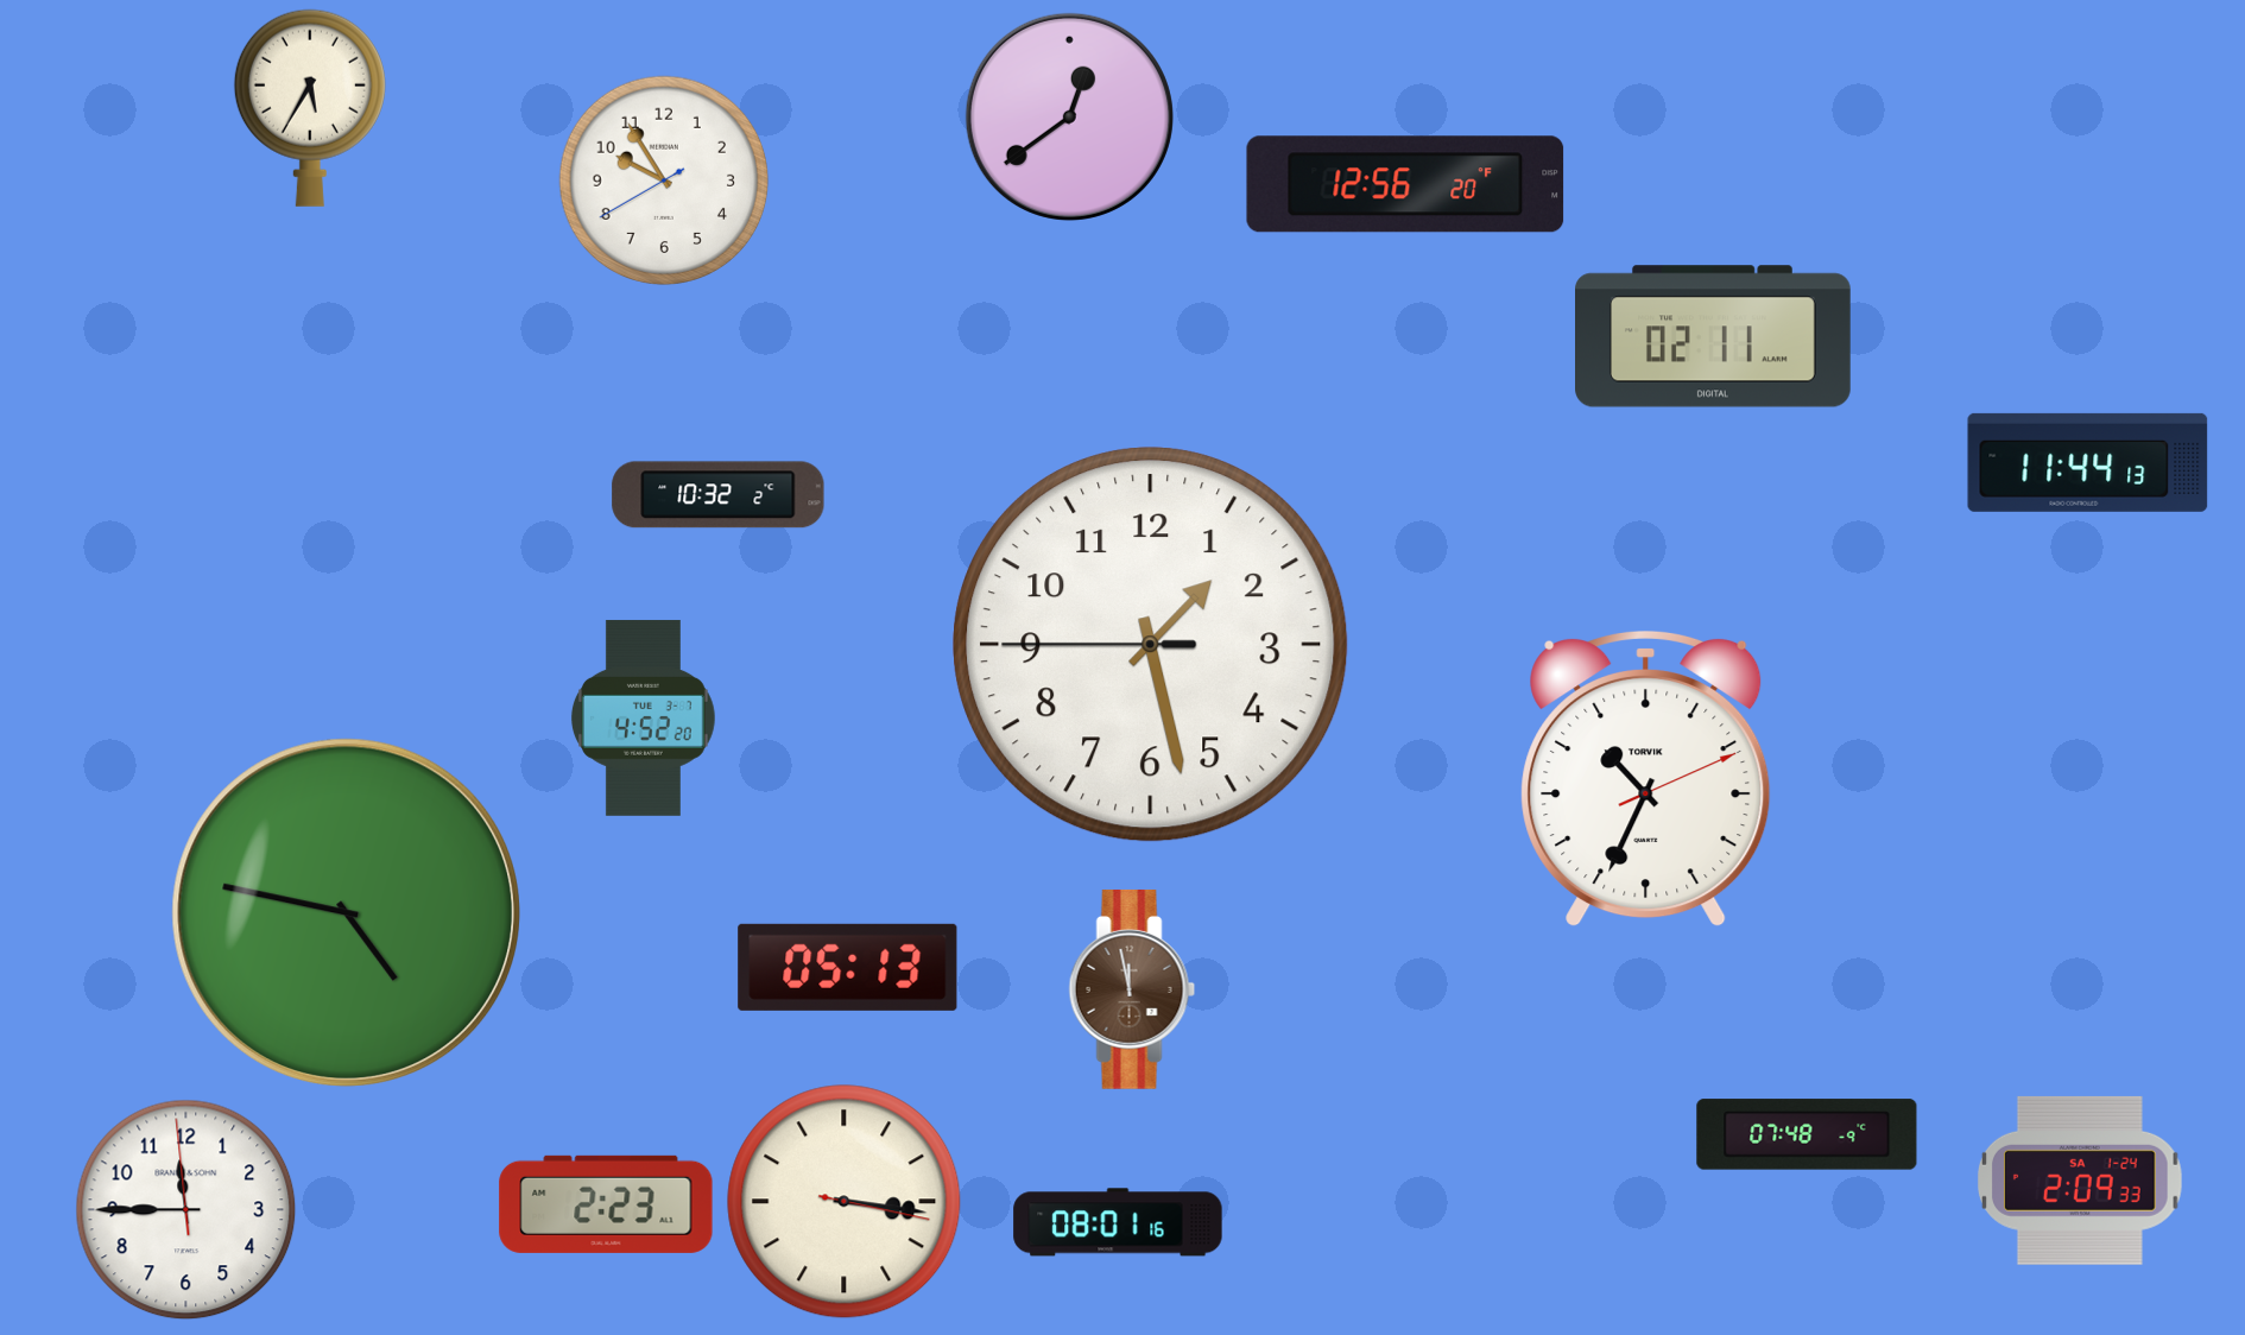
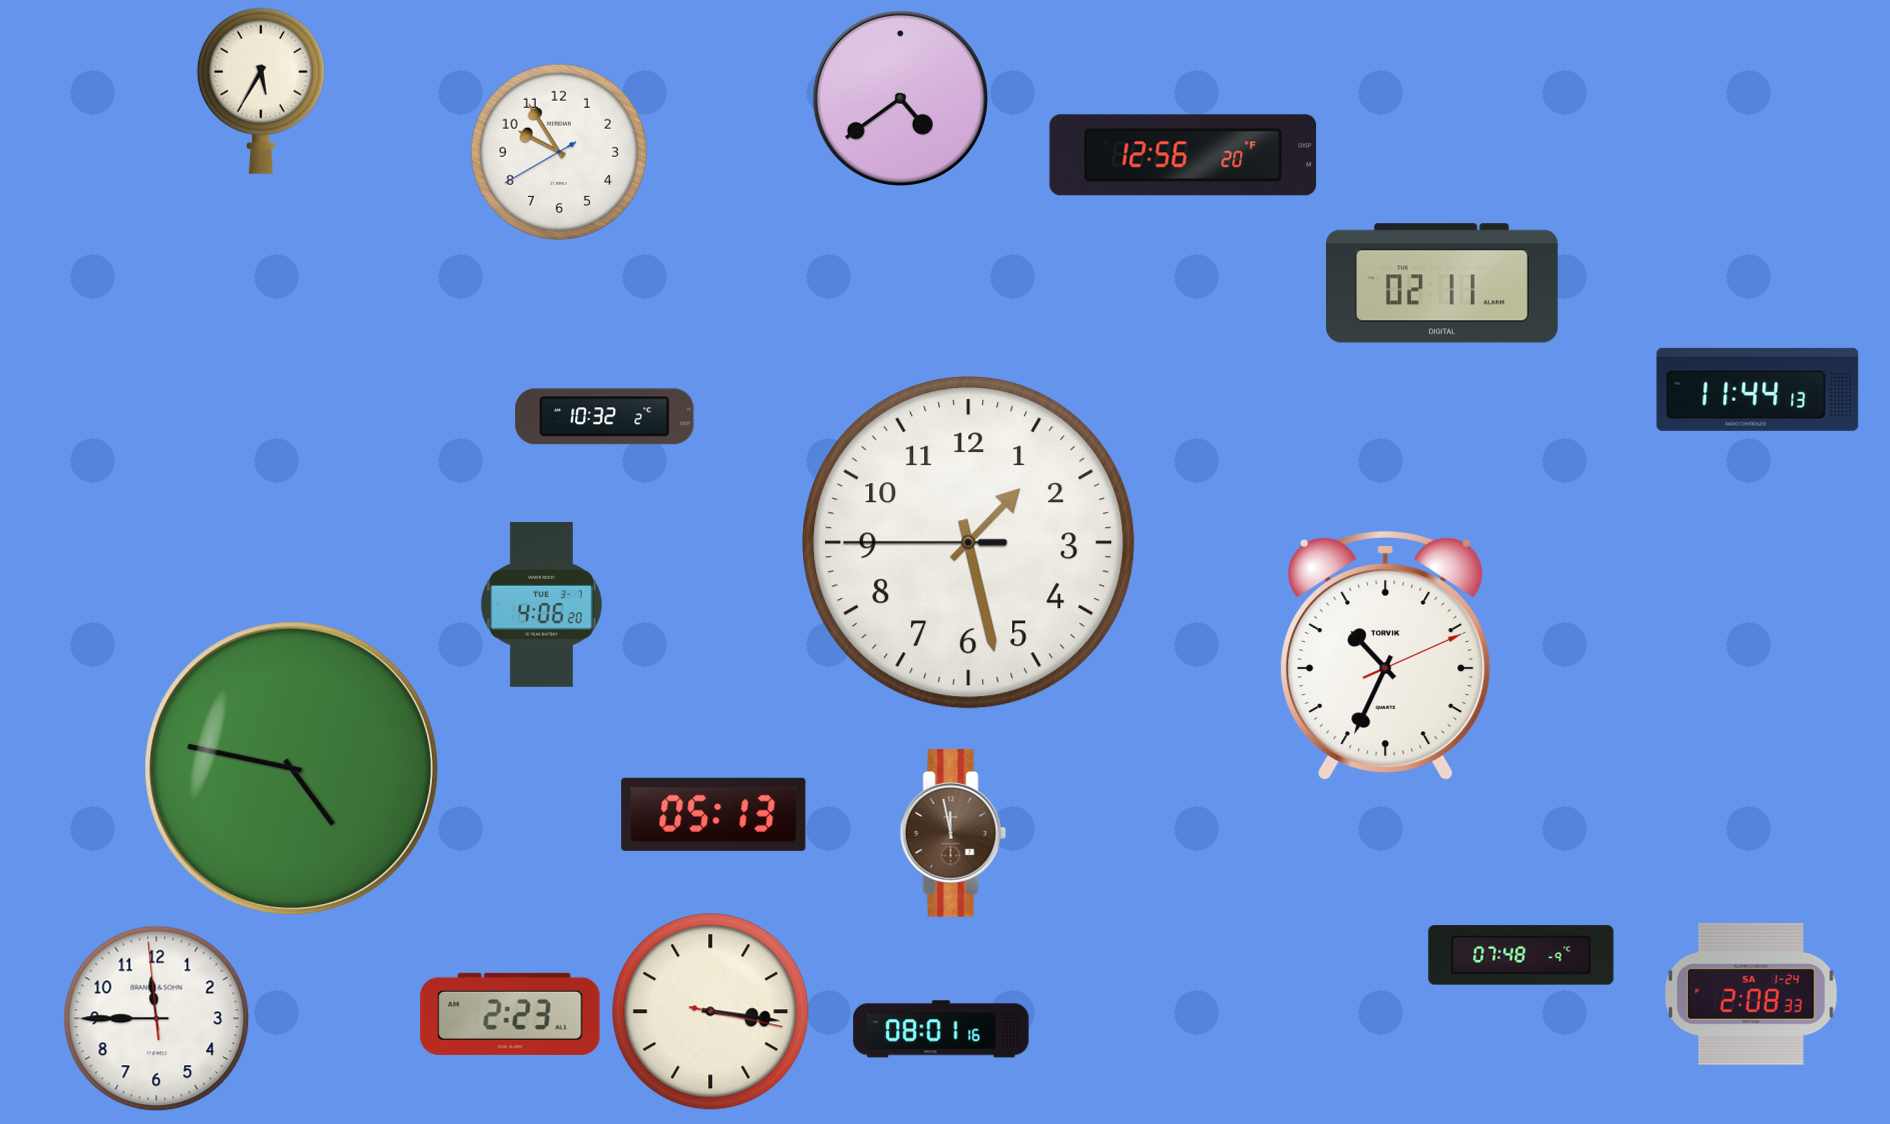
clock at (1069, 116): 12:39 -> 4:39
clock at (643, 717): 4:52 -> 4:06
clock at (2081, 1181): 2:09 -> 2:08
